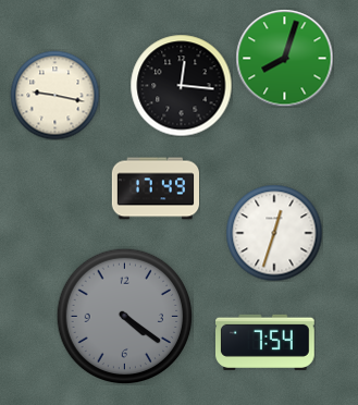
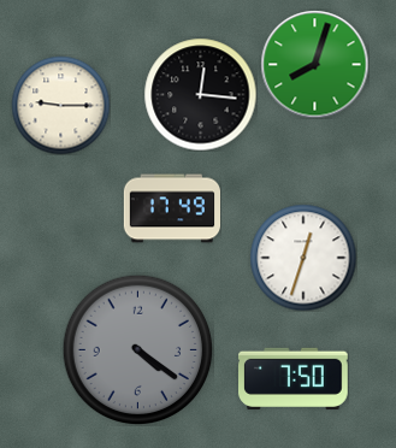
clock at (54, 95): 9:17 -> 9:15
clock at (266, 342): 7:54 -> 7:50
